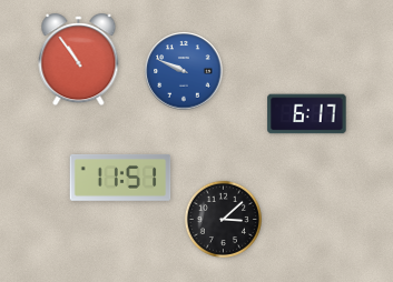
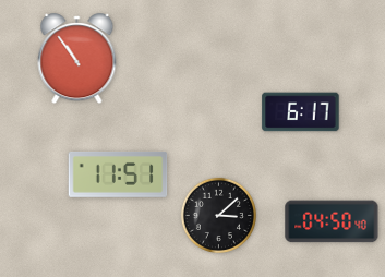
clock at (184, 71): 9:49 -> none
clock at (332, 221): none -> 04:50
